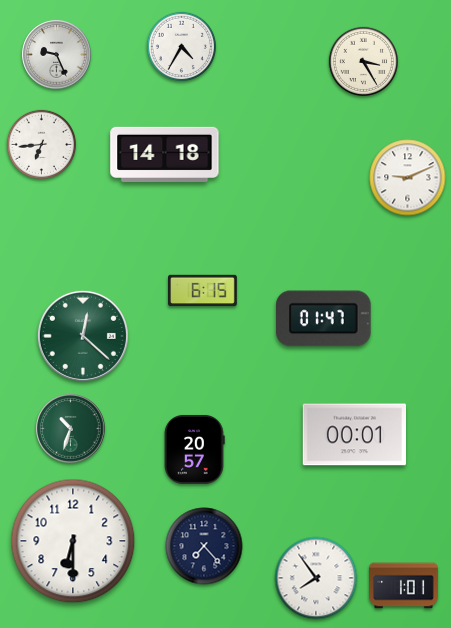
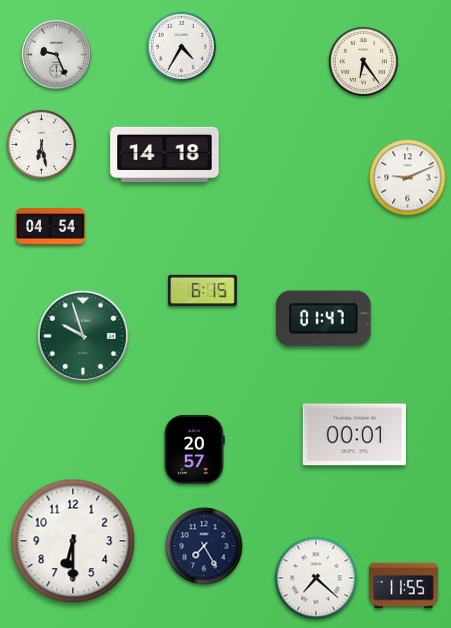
clock at (363, 61): 3:25 -> 6:24
clock at (41, 144): 6:44 -> 6:28
clock at (51, 227): none -> 04:54
clock at (83, 336): 12:22 -> 9:57
clock at (71, 429): 10:33 -> none
clock at (204, 546): 7:23 -> 7:25
clock at (316, 578): 7:54 -> 7:22
clock at (404, 586): 1:01 -> 11:55
